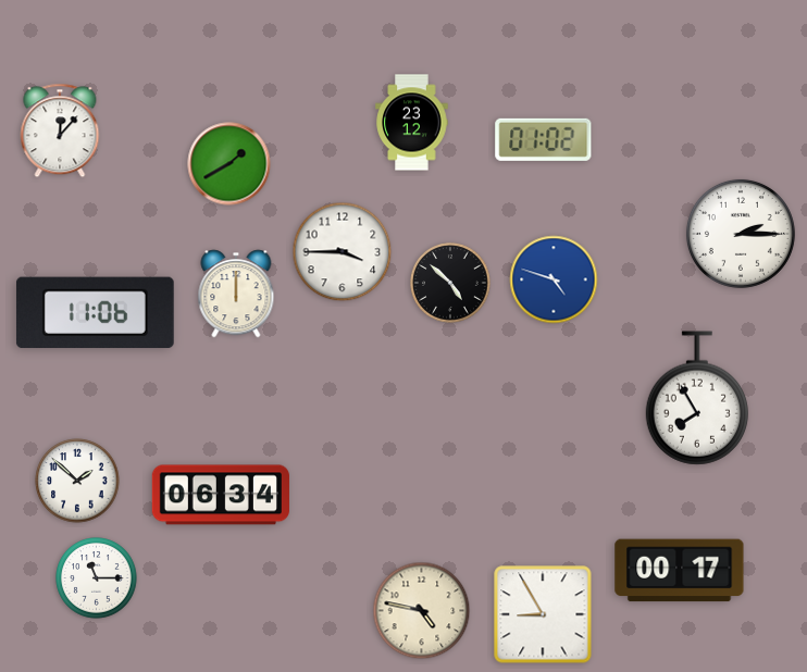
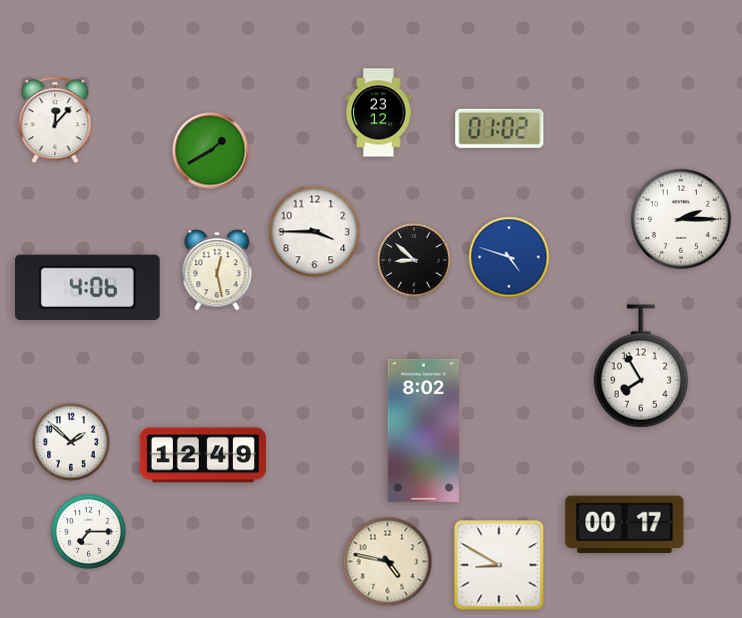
clock at (741, 234) position: (741, 234) -> (681, 219)
clock at (450, 283): 4:52 -> 8:52
clock at (236, 294): 12:00 -> 12:28
clock at (95, 313): 11:06 -> 4:06
clock at (423, 430): none -> 8:02
clock at (221, 495): 06:34 -> 12:49
clock at (97, 578): 11:15 -> 7:15
clock at (543, 614): 8:55 -> 8:50
